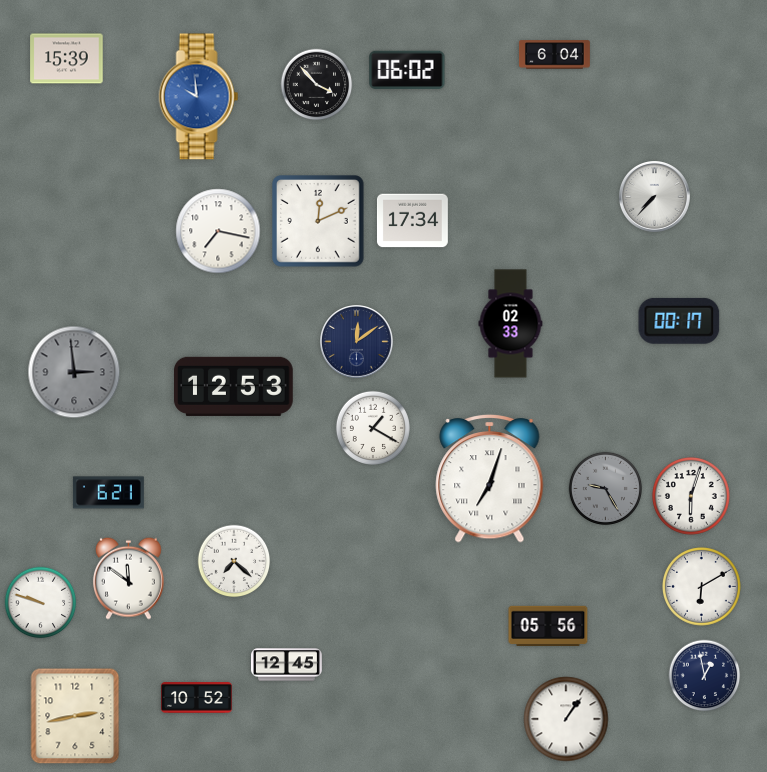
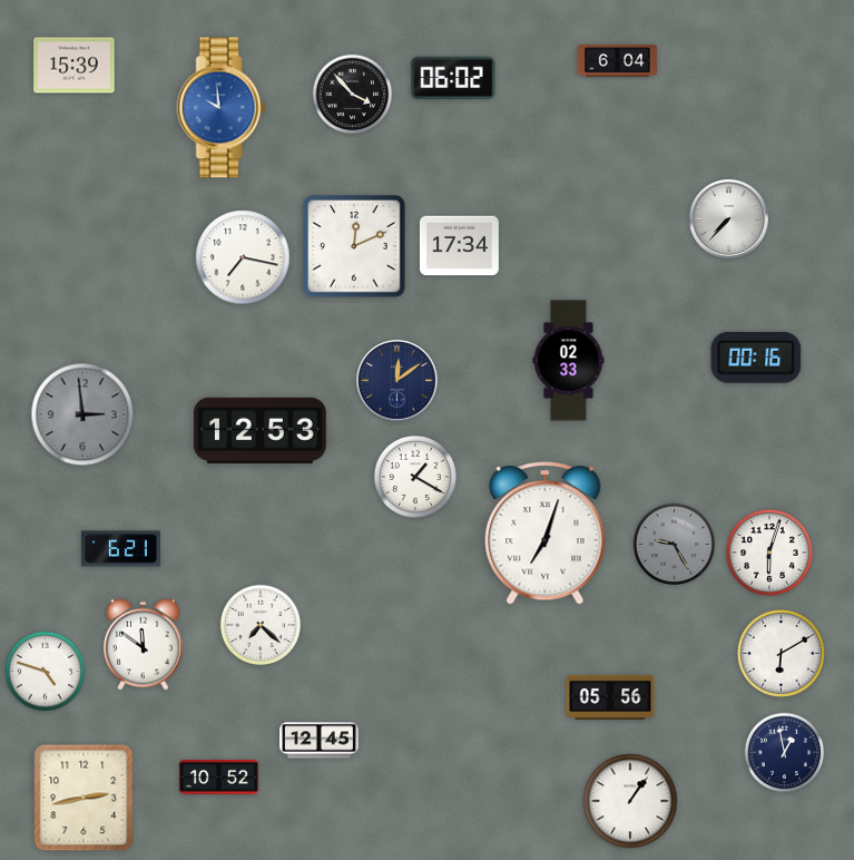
clock at (679, 321): 00:17 -> 00:16
clock at (41, 603): 9:48 -> 4:48
